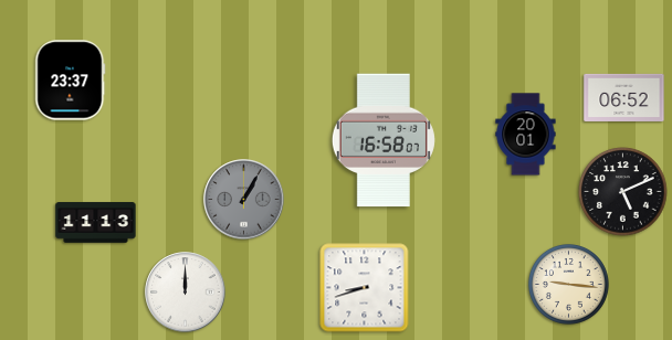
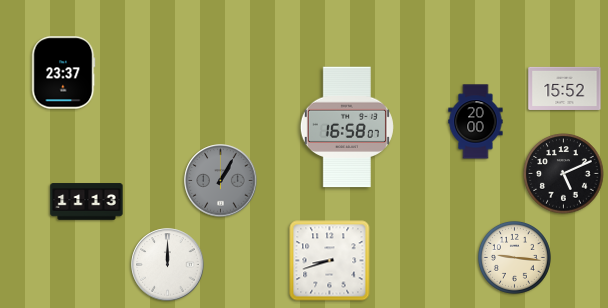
clock at (624, 97): 06:52 -> 15:52
clock at (526, 135): 20:01 -> 20:00
